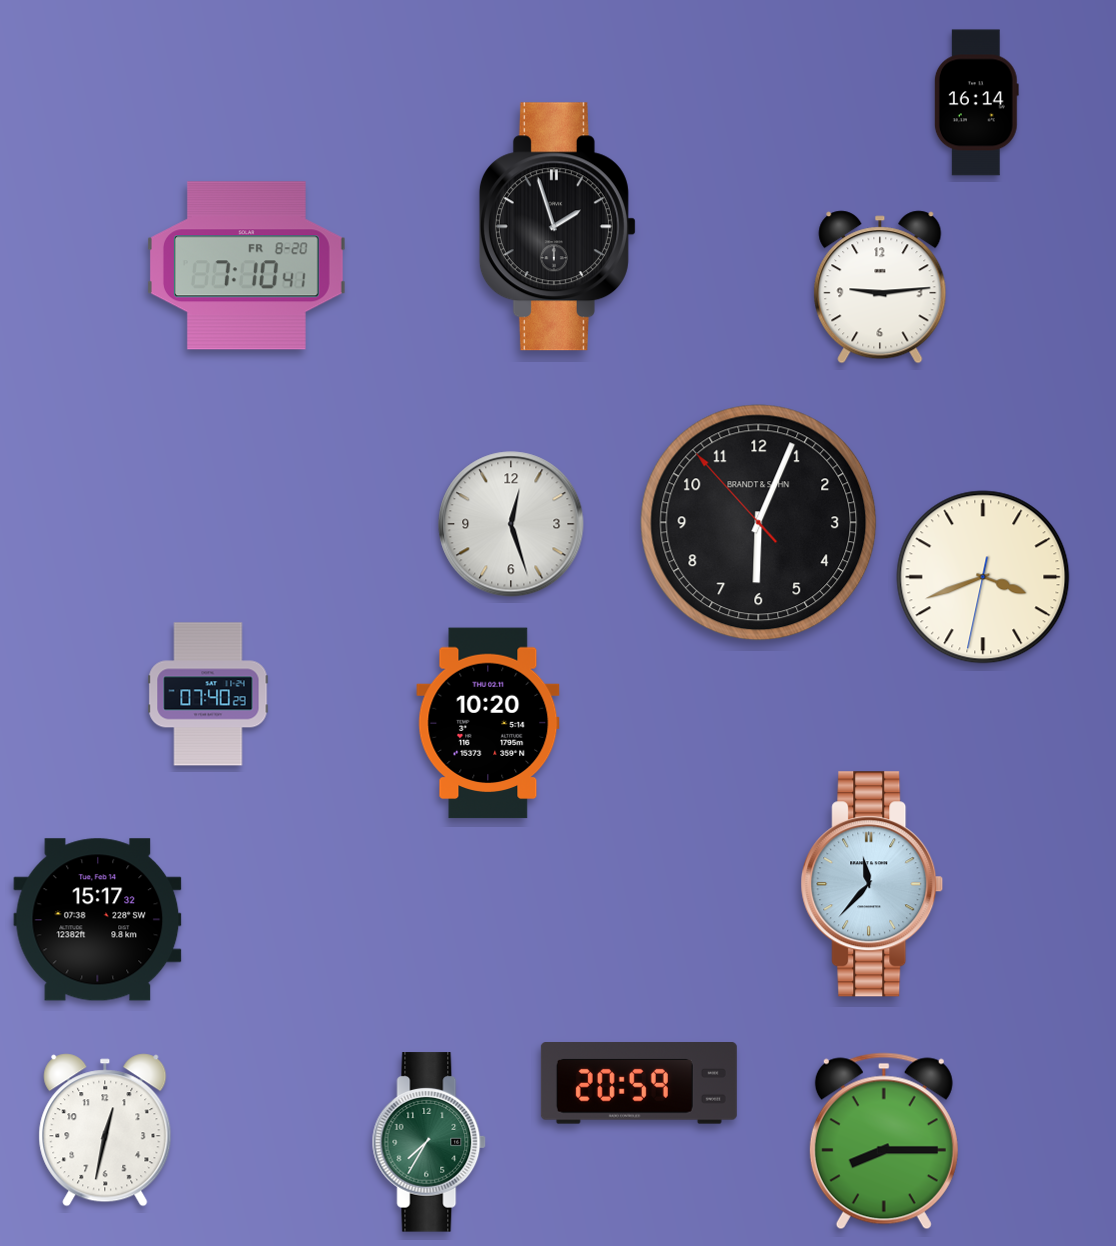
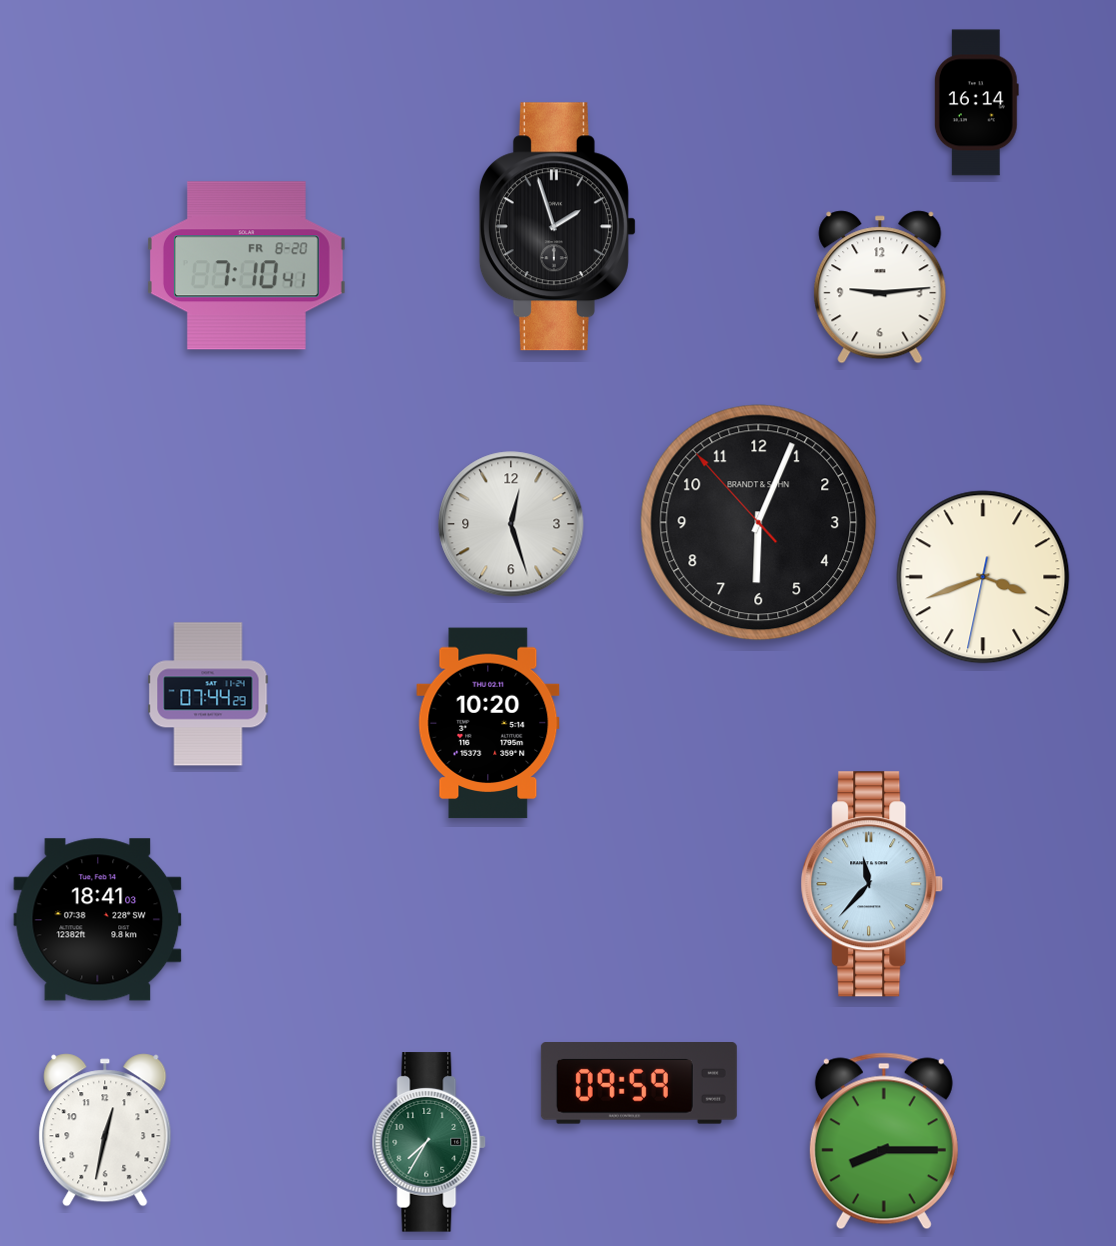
clock at (208, 694): 07:40 -> 07:44
clock at (98, 920): 15:17 -> 18:41
clock at (639, 1084): 20:59 -> 09:59
